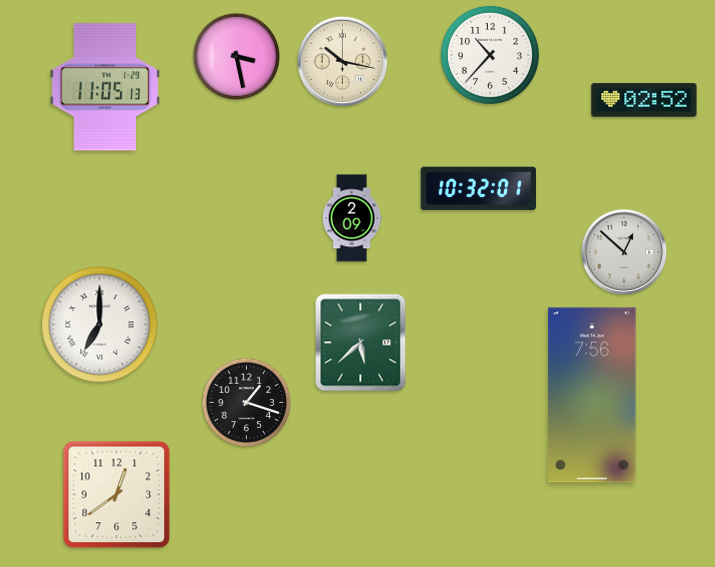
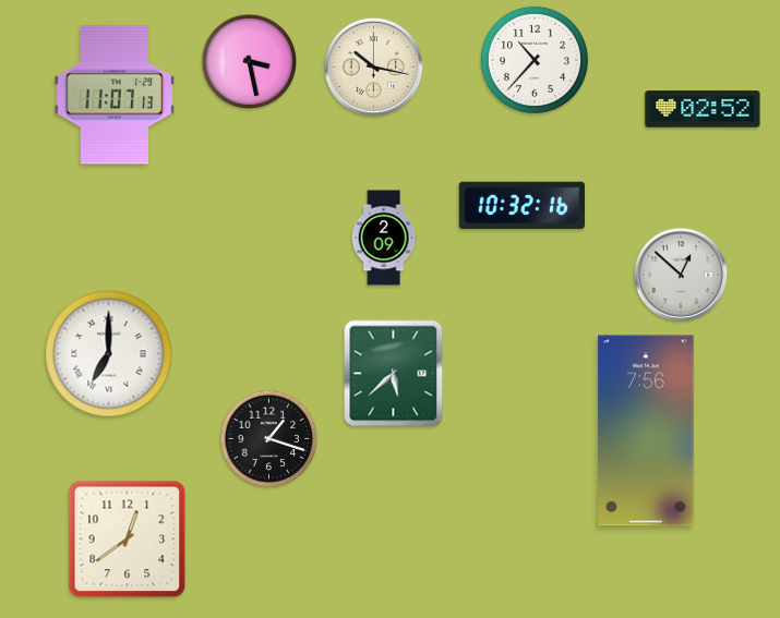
clock at (237, 57) position: (237, 57) -> (250, 62)
clock at (105, 87): 11:05 -> 11:07
clock at (478, 189): 10:32:01 -> 10:32:16
